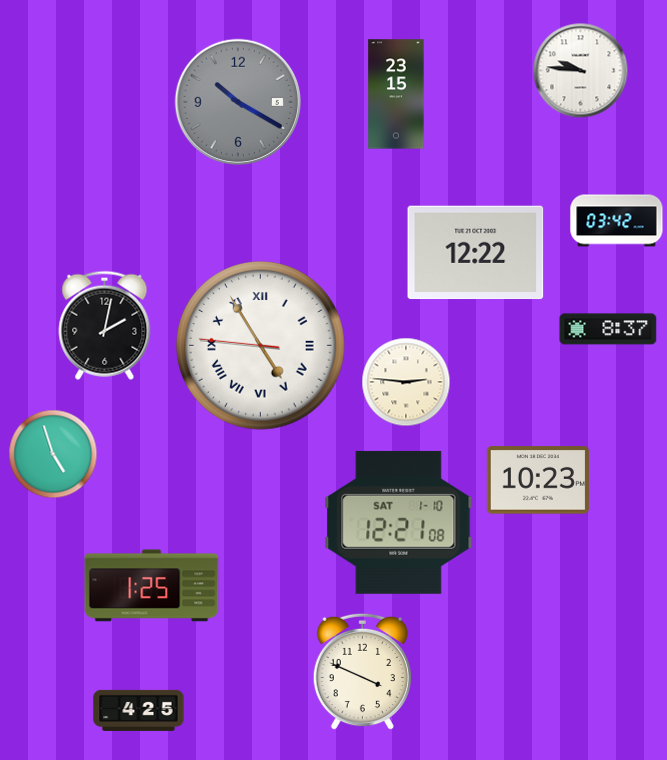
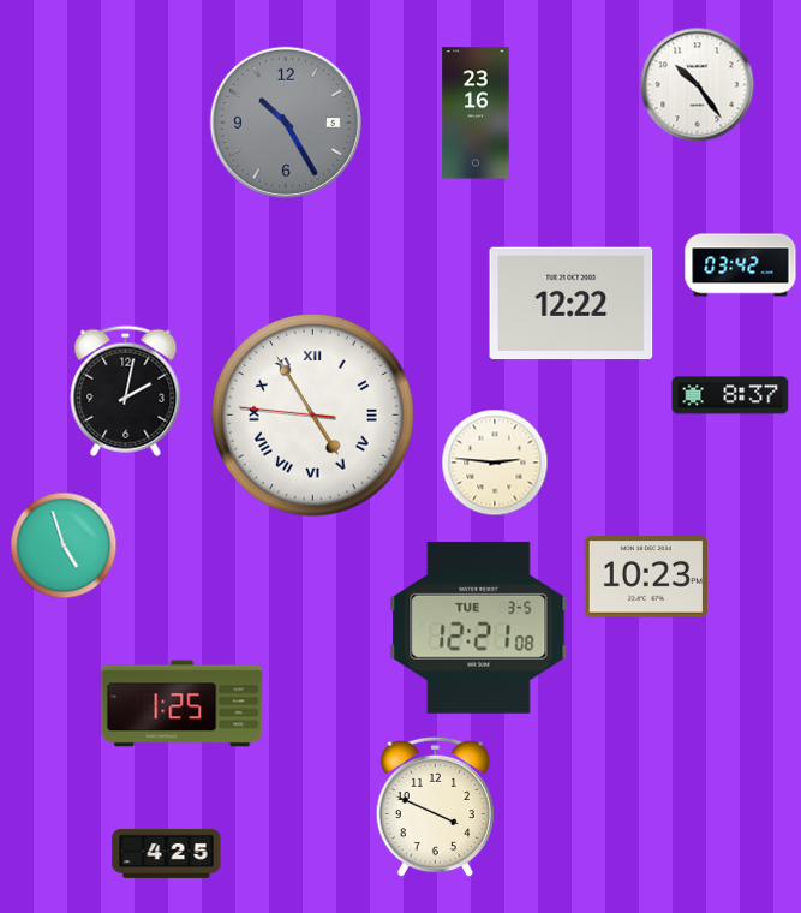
clock at (581, 71): 9:46 -> 10:24
clock at (396, 94): 23:15 -> 23:16
clock at (237, 101): 10:20 -> 10:25
clock at (406, 382) position: (406, 382) -> (495, 463)
clock at (399, 522) date: SAT 1-10 -> TUE 3-5
